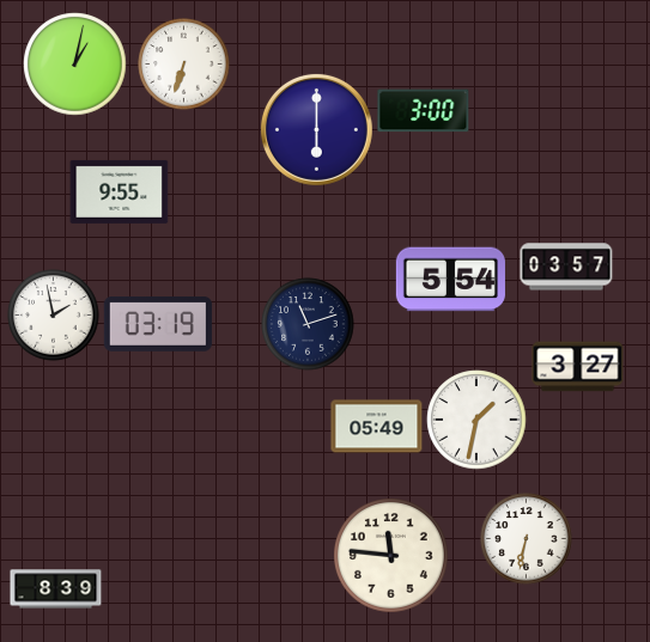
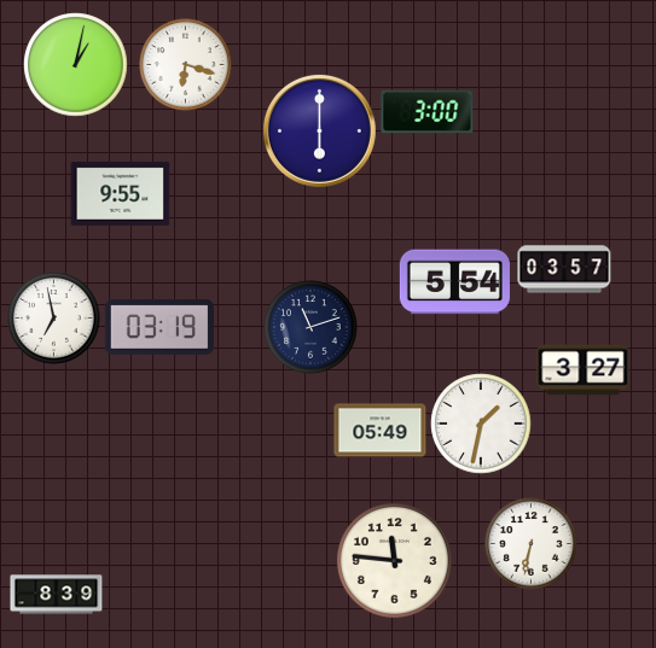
clock at (184, 65): 6:33 -> 6:18
clock at (566, 267) position: (566, 267) -> (564, 269)
clock at (54, 316): 1:58 -> 6:58
